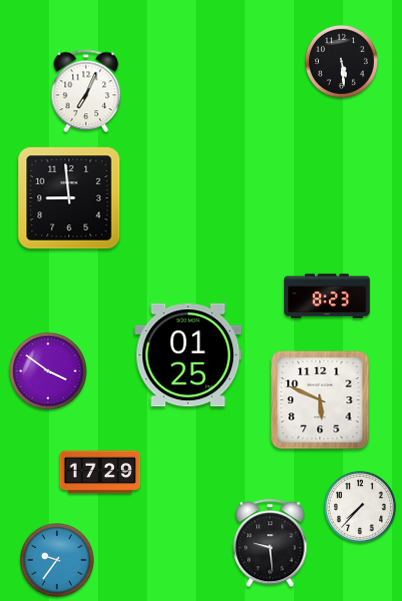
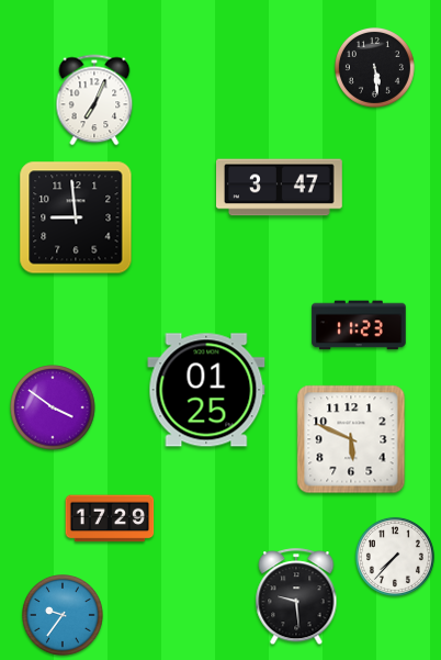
clock at (280, 188): none -> 3:47
clock at (327, 296): 8:23 -> 11:23
